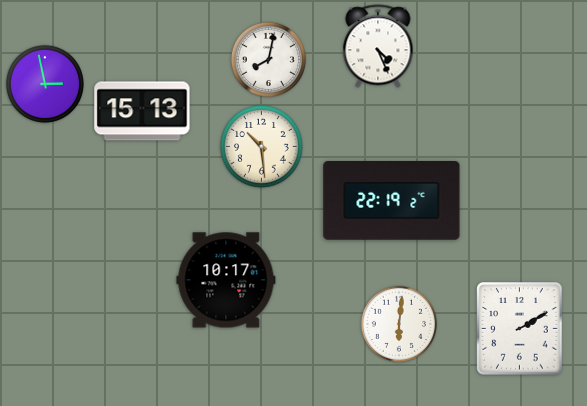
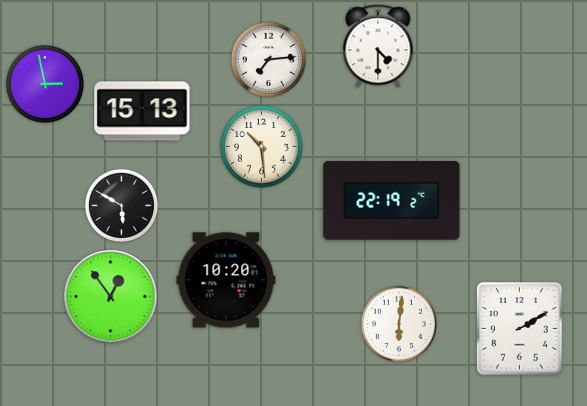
clock at (378, 46): 4:26 -> 4:30
clock at (268, 59): 8:02 -> 7:14
clock at (121, 205): none -> 5:50
clock at (226, 280): 10:17 -> 10:20
clock at (111, 297): none -> 12:54
